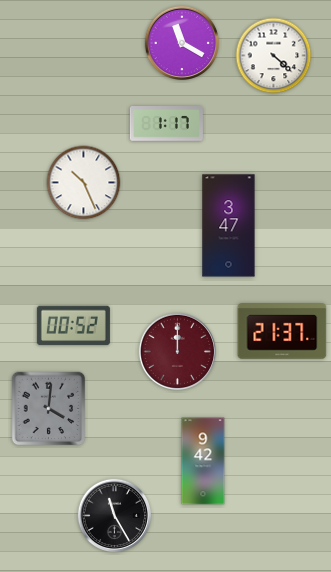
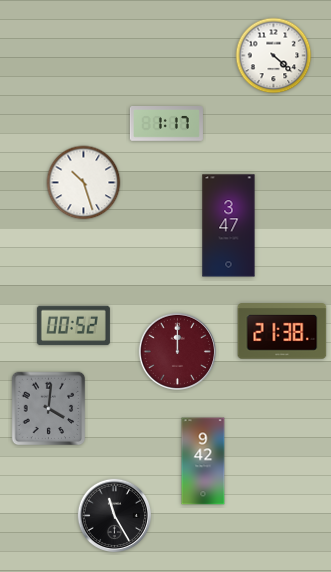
clock at (182, 43): 11:20 -> none
clock at (84, 183): 10:26 -> 10:27
clock at (282, 332): 21:37 -> 21:38
